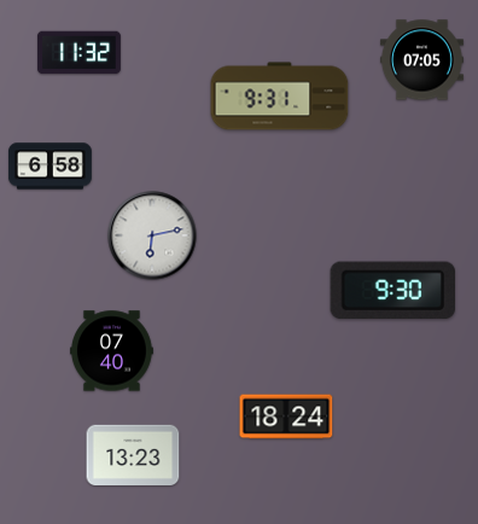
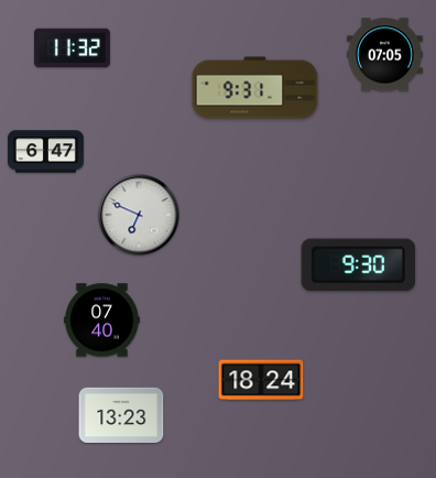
clock at (49, 167): 6:58 -> 6:47
clock at (152, 235): 6:13 -> 6:49
